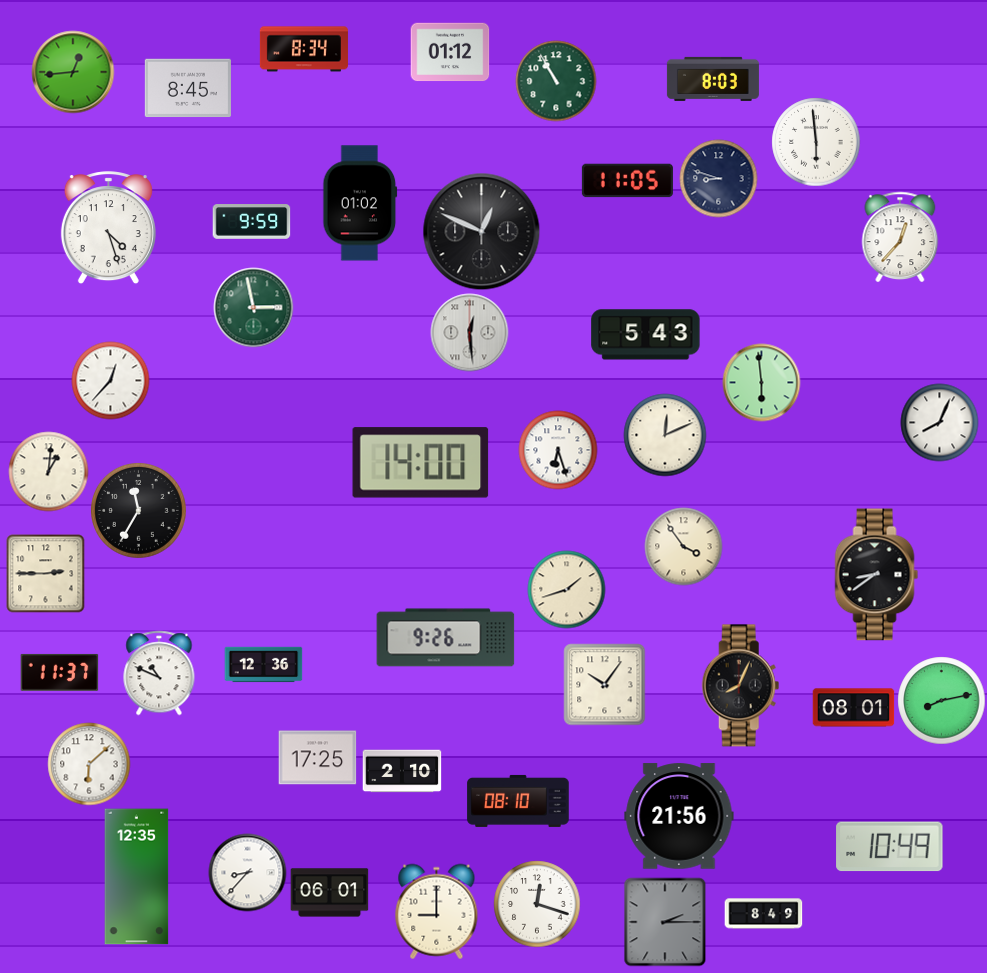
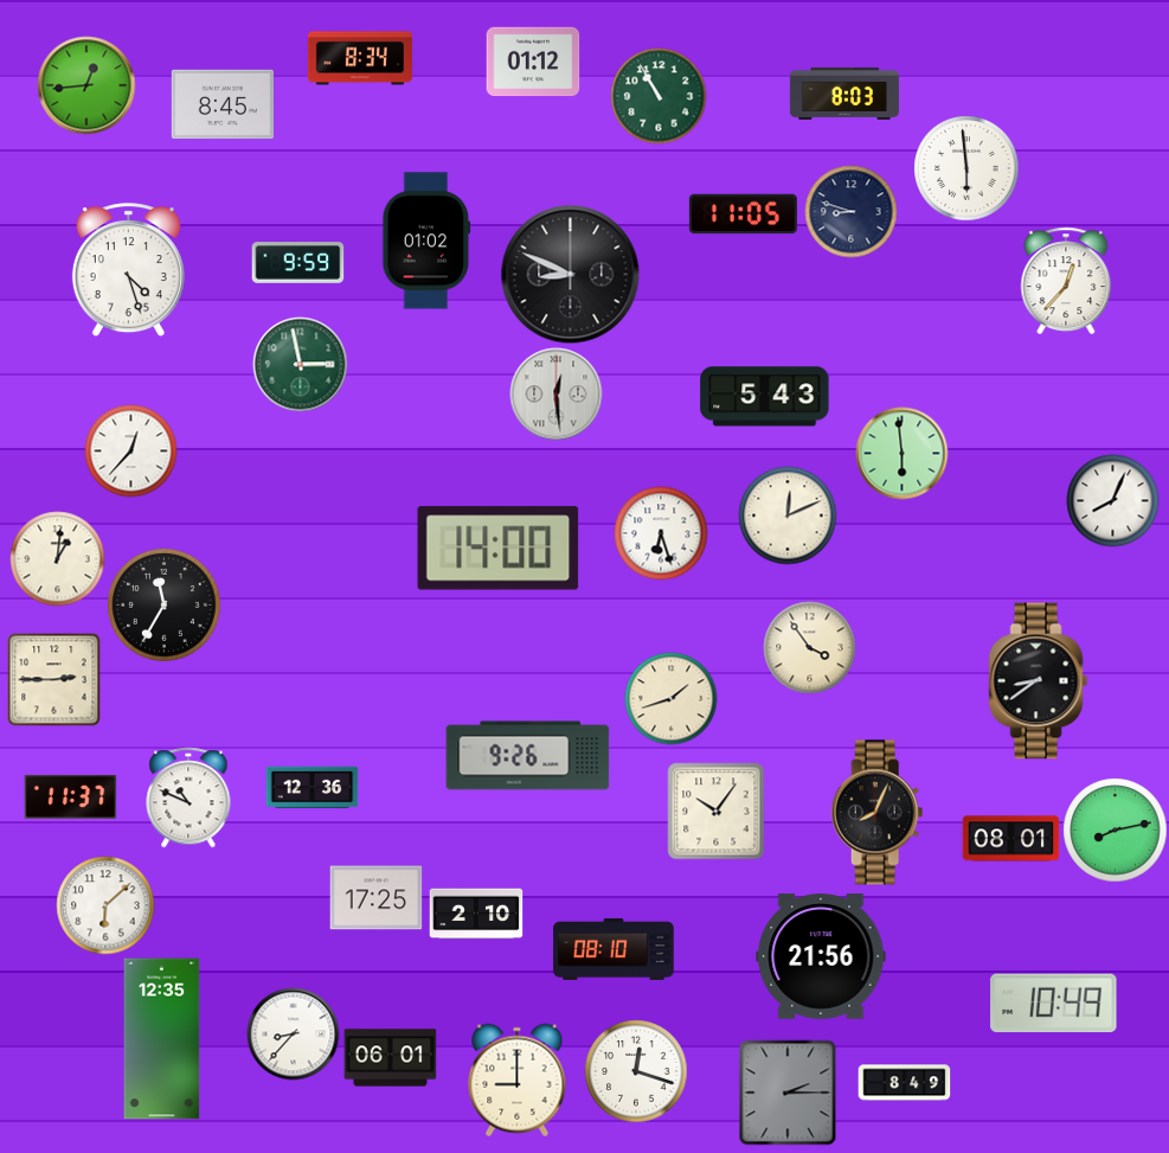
clock at (481, 231): 12:49 -> 8:49
clock at (679, 816) position: (679, 816) -> (821, 956)
